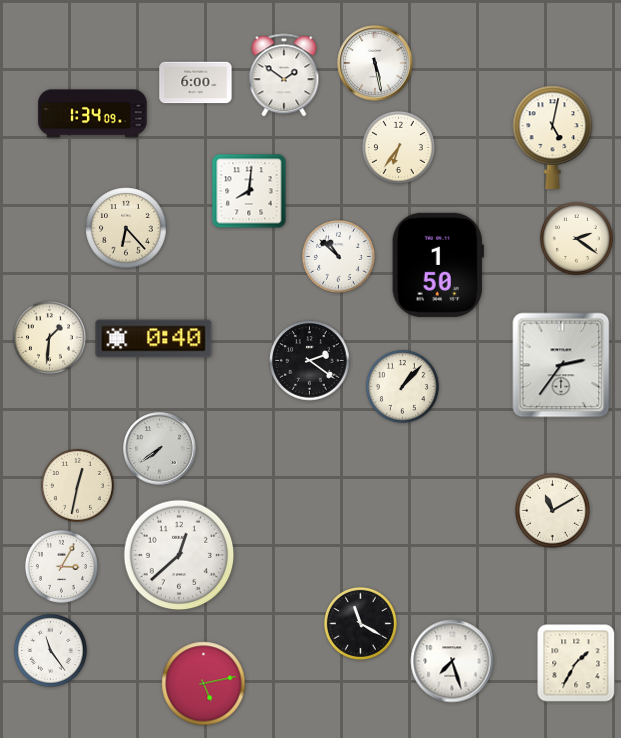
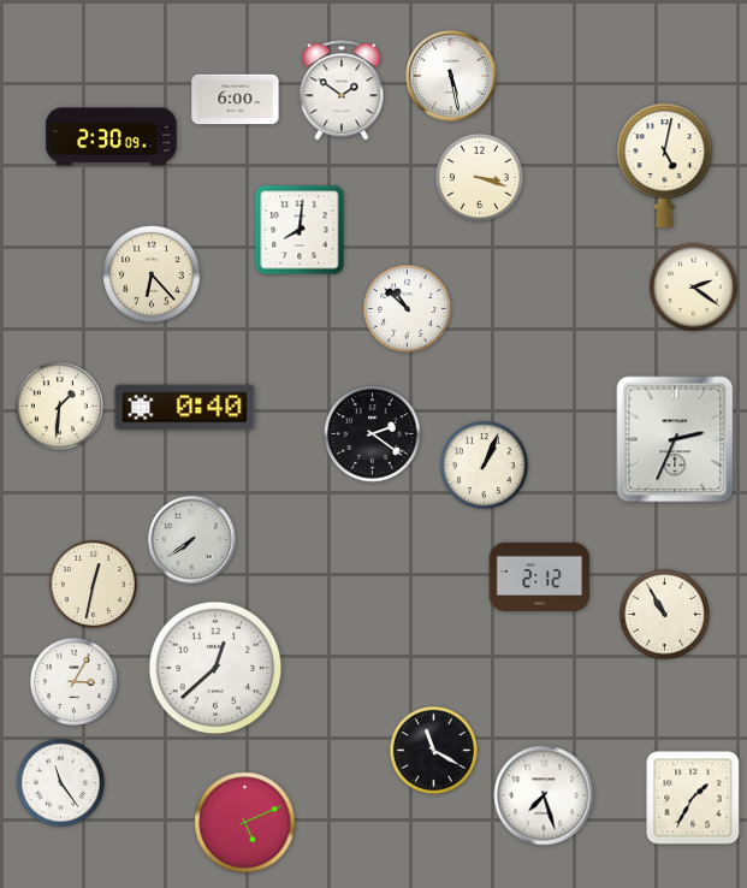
clock at (93, 114): 1:34 -> 2:30
clock at (398, 147): 6:36 -> 3:18
clock at (438, 265): 1:50 -> none
clock at (561, 365): 2:36 -> 2:34
clock at (402, 386): 1:07 -> 1:04
clock at (540, 576): none -> 2:12
clock at (553, 511): 11:10 -> 10:55
clock at (204, 684): 5:13 -> 5:11
